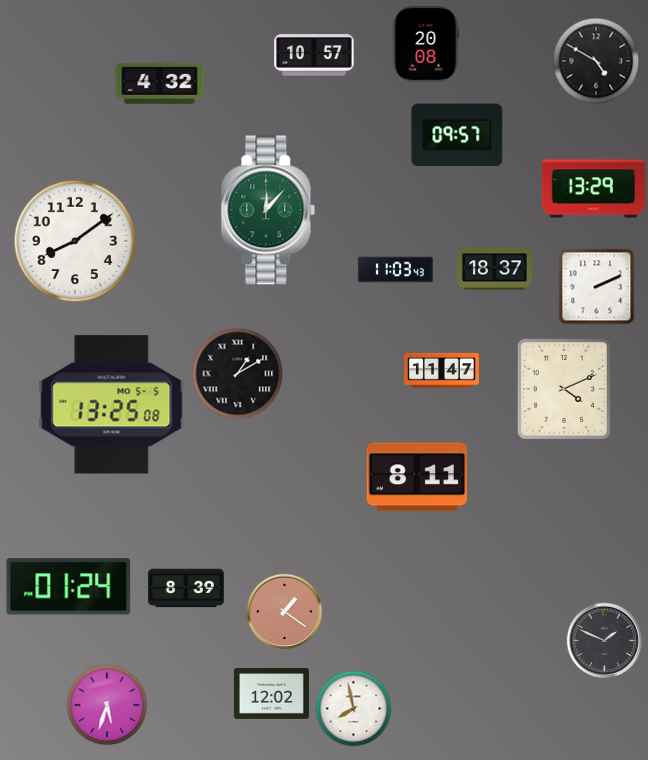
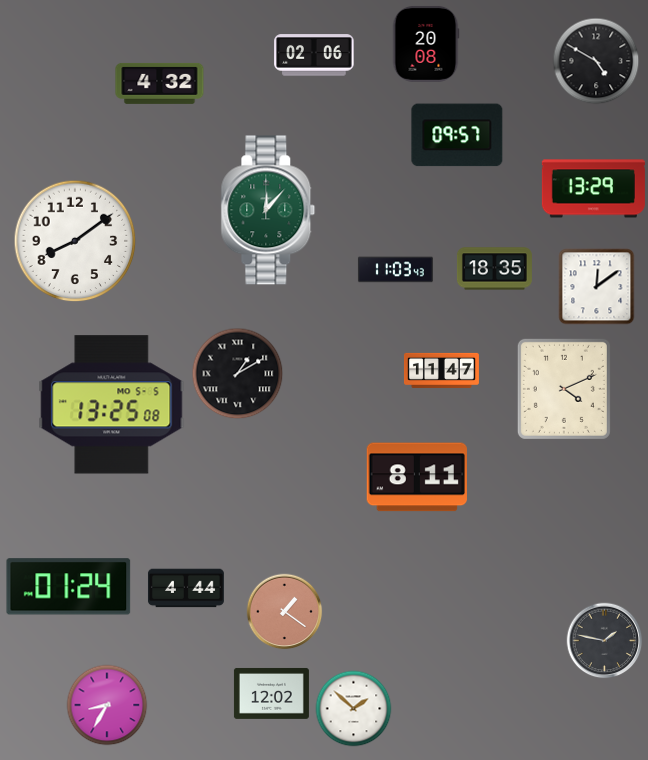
clock at (314, 55): 10:57 -> 02:06
clock at (494, 269): 18:37 -> 18:35
clock at (597, 287): 2:11 -> 12:09
clock at (186, 588): 8:39 -> 4:44
clock at (605, 641): 1:49 -> 1:47
clock at (107, 705): 5:33 -> 8:35
clock at (354, 709): 7:58 -> 1:52
